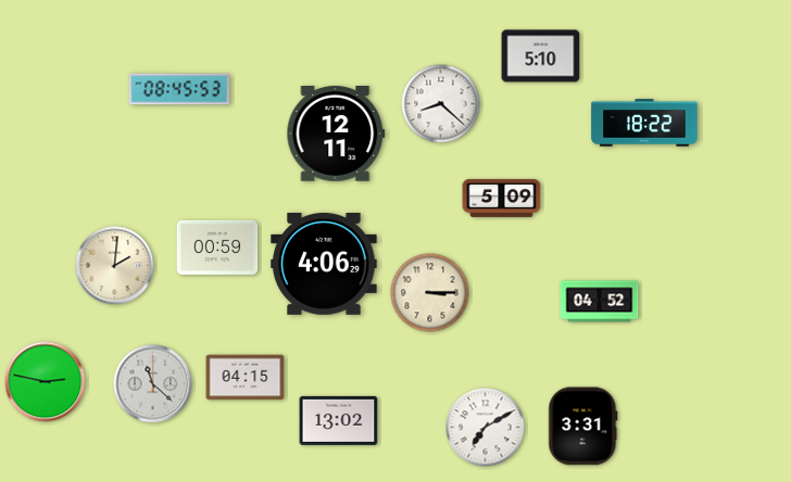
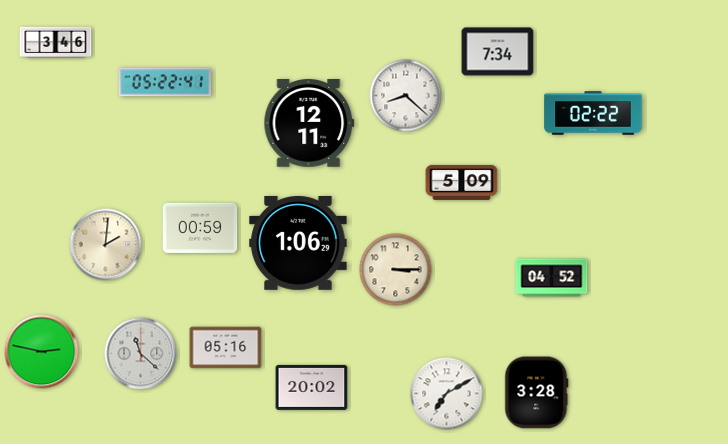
clock at (56, 43): none -> 3:46
clock at (541, 56): 5:10 -> 7:34
clock at (179, 89): 08:45 -> 05:22
clock at (644, 123): 18:22 -> 02:22
clock at (324, 264): 4:06 -> 1:06
clock at (246, 378): 04:15 -> 05:16
clock at (339, 420): 13:02 -> 20:02
clock at (583, 427): 3:31 -> 3:28
